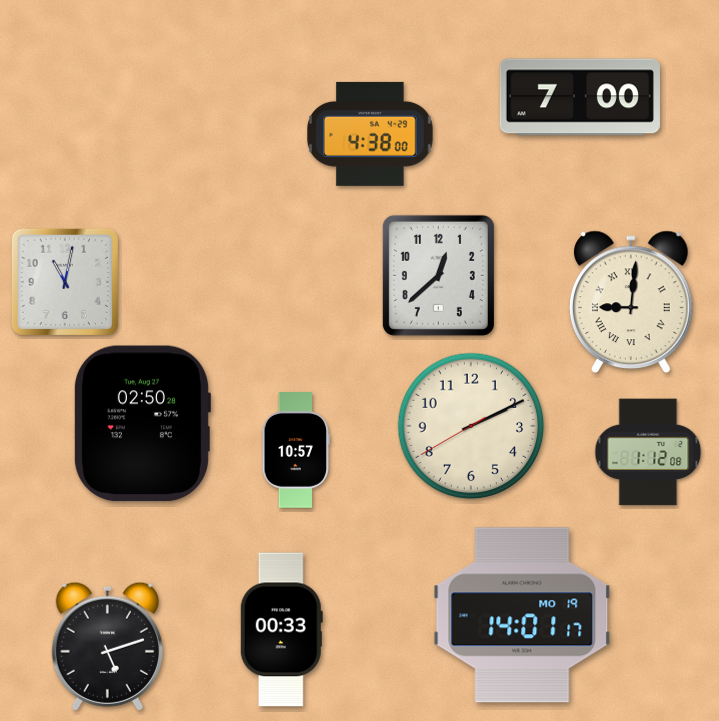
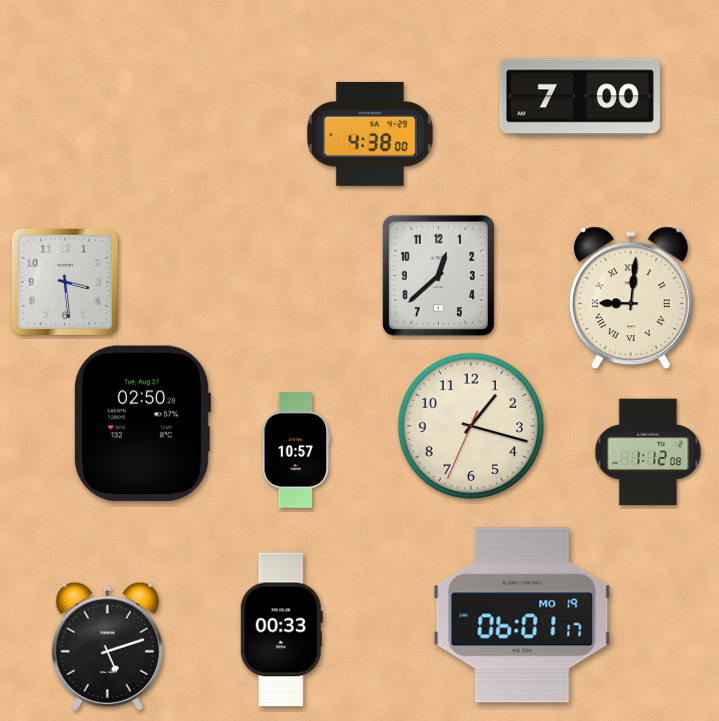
clock at (65, 282): 11:02 -> 3:29
clock at (631, 301) position: (631, 301) -> (631, 297)
clock at (471, 426): 2:10 -> 1:17
clock at (522, 615): 14:01 -> 06:01
